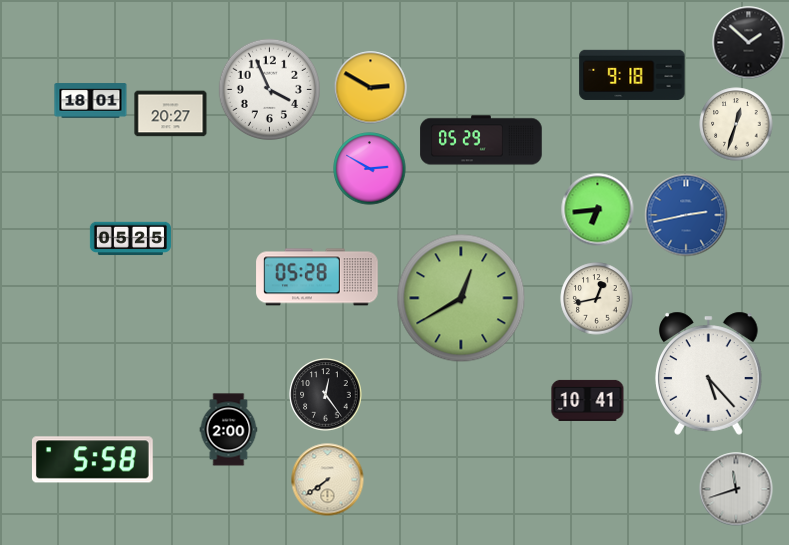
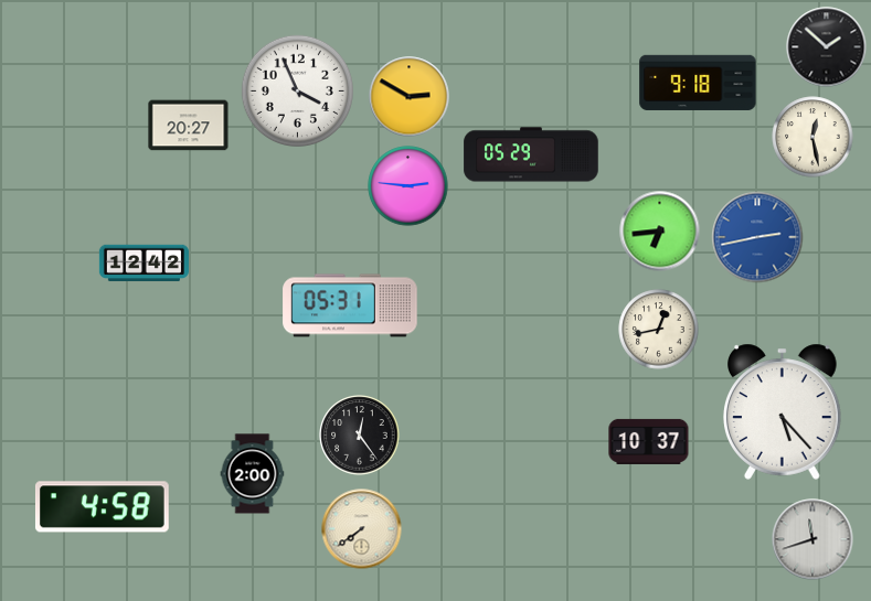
clock at (269, 89) position: (269, 89) -> (297, 90)
clock at (91, 101): 18:01 -> none
clock at (736, 124): 12:33 -> 12:28
clock at (370, 169): 2:50 -> 2:46
clock at (130, 239): 05:25 -> 12:42
clock at (317, 277): 05:28 -> 05:31
clock at (461, 298): 12:40 -> none
clock at (588, 400): 10:41 -> 10:37
clock at (92, 460): 5:58 -> 4:58
